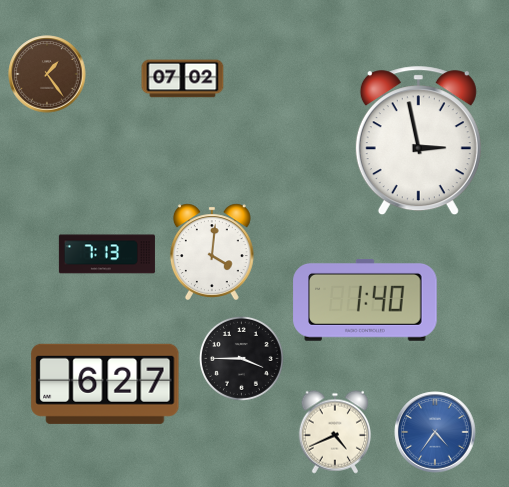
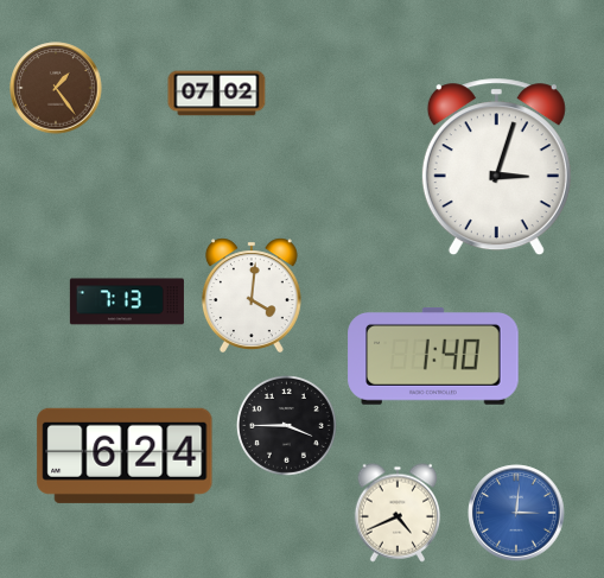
clock at (418, 141): 2:58 -> 3:03
clock at (212, 252) position: (212, 252) -> (252, 296)
clock at (105, 384): 6:27 -> 6:24
clock at (435, 432): 4:36 -> 3:01
